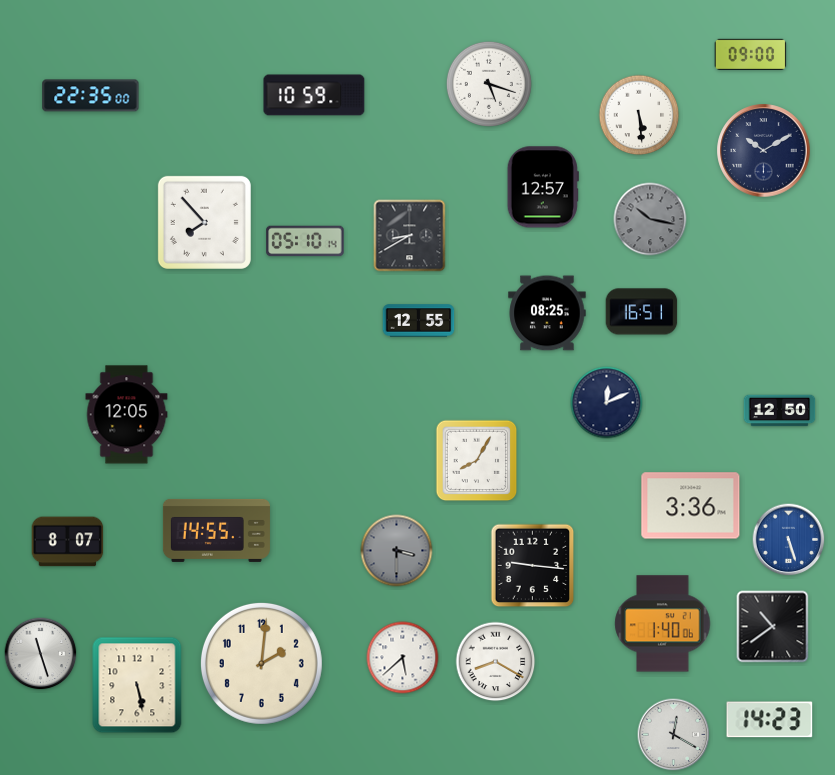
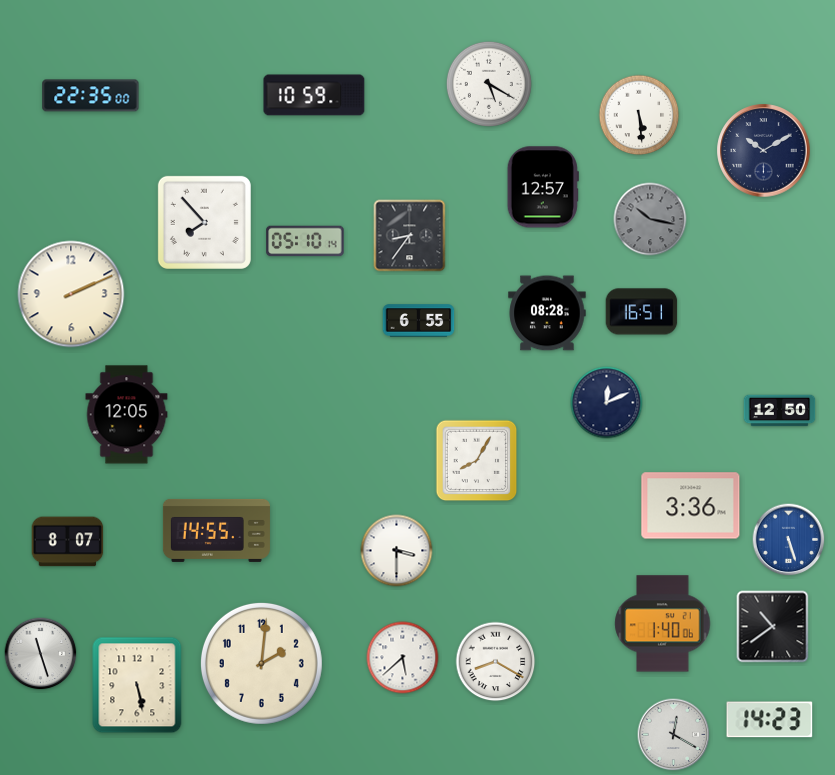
clock at (751, 54): 09:00 -> none
clock at (489, 84): 5:18 -> 5:20
clock at (410, 236): 8:40 -> 8:36
clock at (71, 294): none -> 2:11
clock at (547, 313): 08:25 -> 08:28
clock at (419, 321): 12:55 -> 6:55
clock at (397, 551) dial: grey -> white
clock at (533, 566): 9:16 -> none
